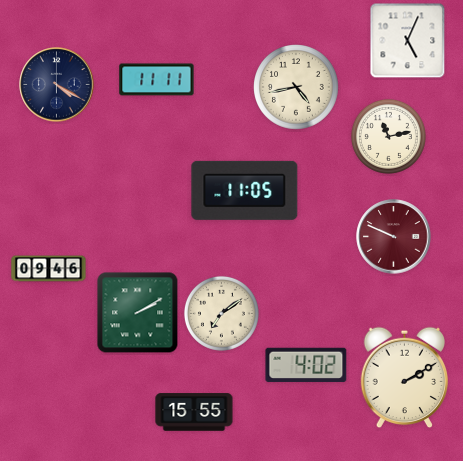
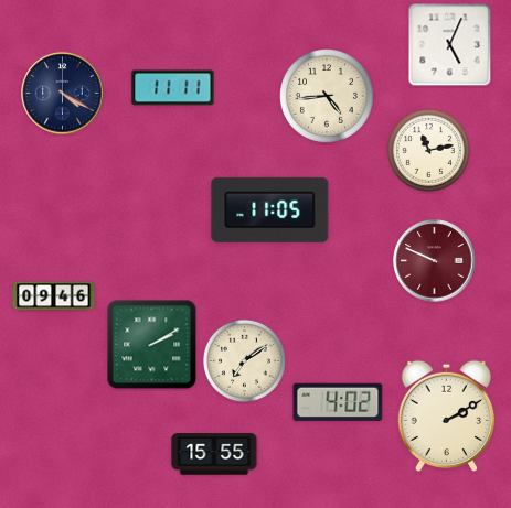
clock at (297, 88): 4:43 -> 4:44
clock at (221, 313) position: (221, 313) -> (244, 360)
